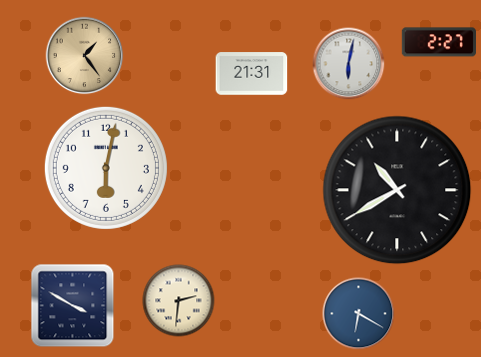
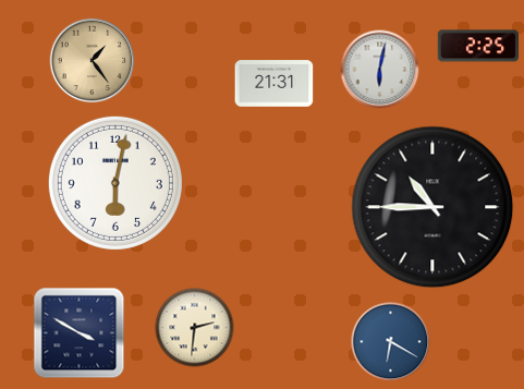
clock at (438, 42): 2:27 -> 2:25
clock at (252, 74) position: (252, 74) -> (275, 84)
clock at (397, 190): 10:40 -> 10:45
